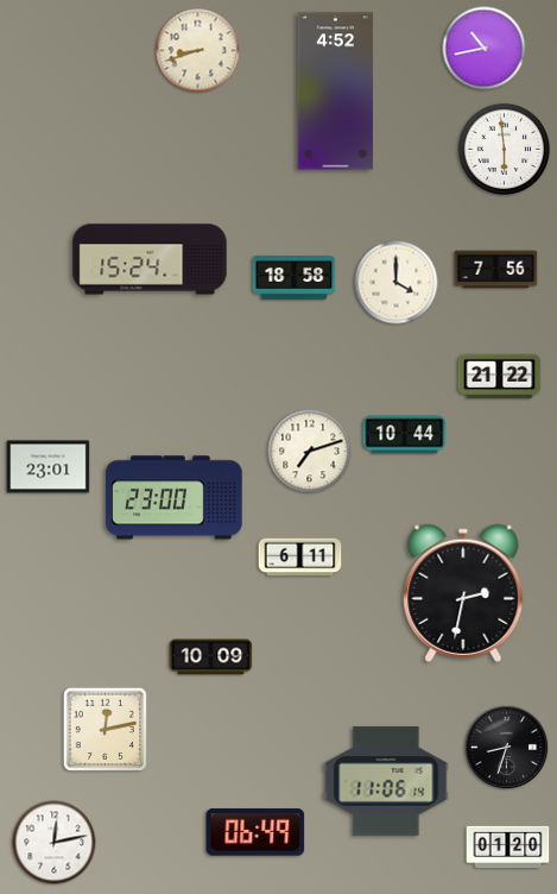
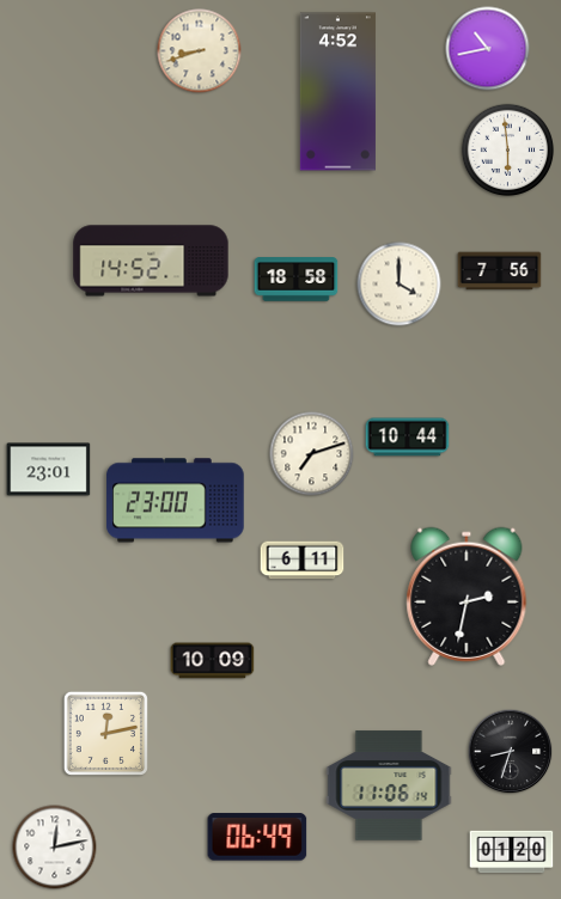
clock at (150, 259): 15:24 -> 14:52
clock at (500, 377): 21:22 -> none
